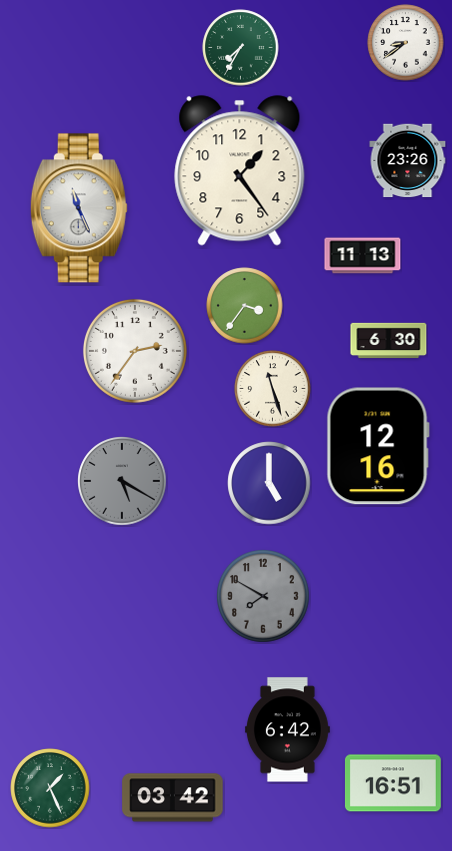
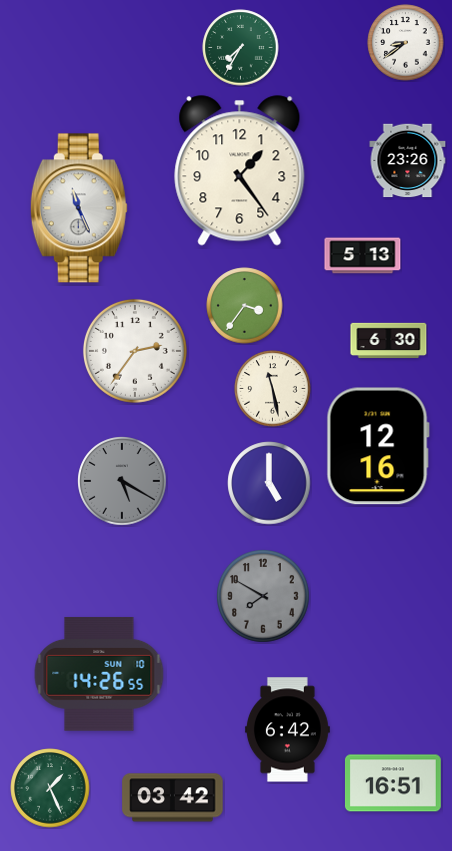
clock at (363, 256): 11:13 -> 5:13
clock at (273, 389): 11:27 -> 11:28
clock at (99, 674): none -> 14:26
